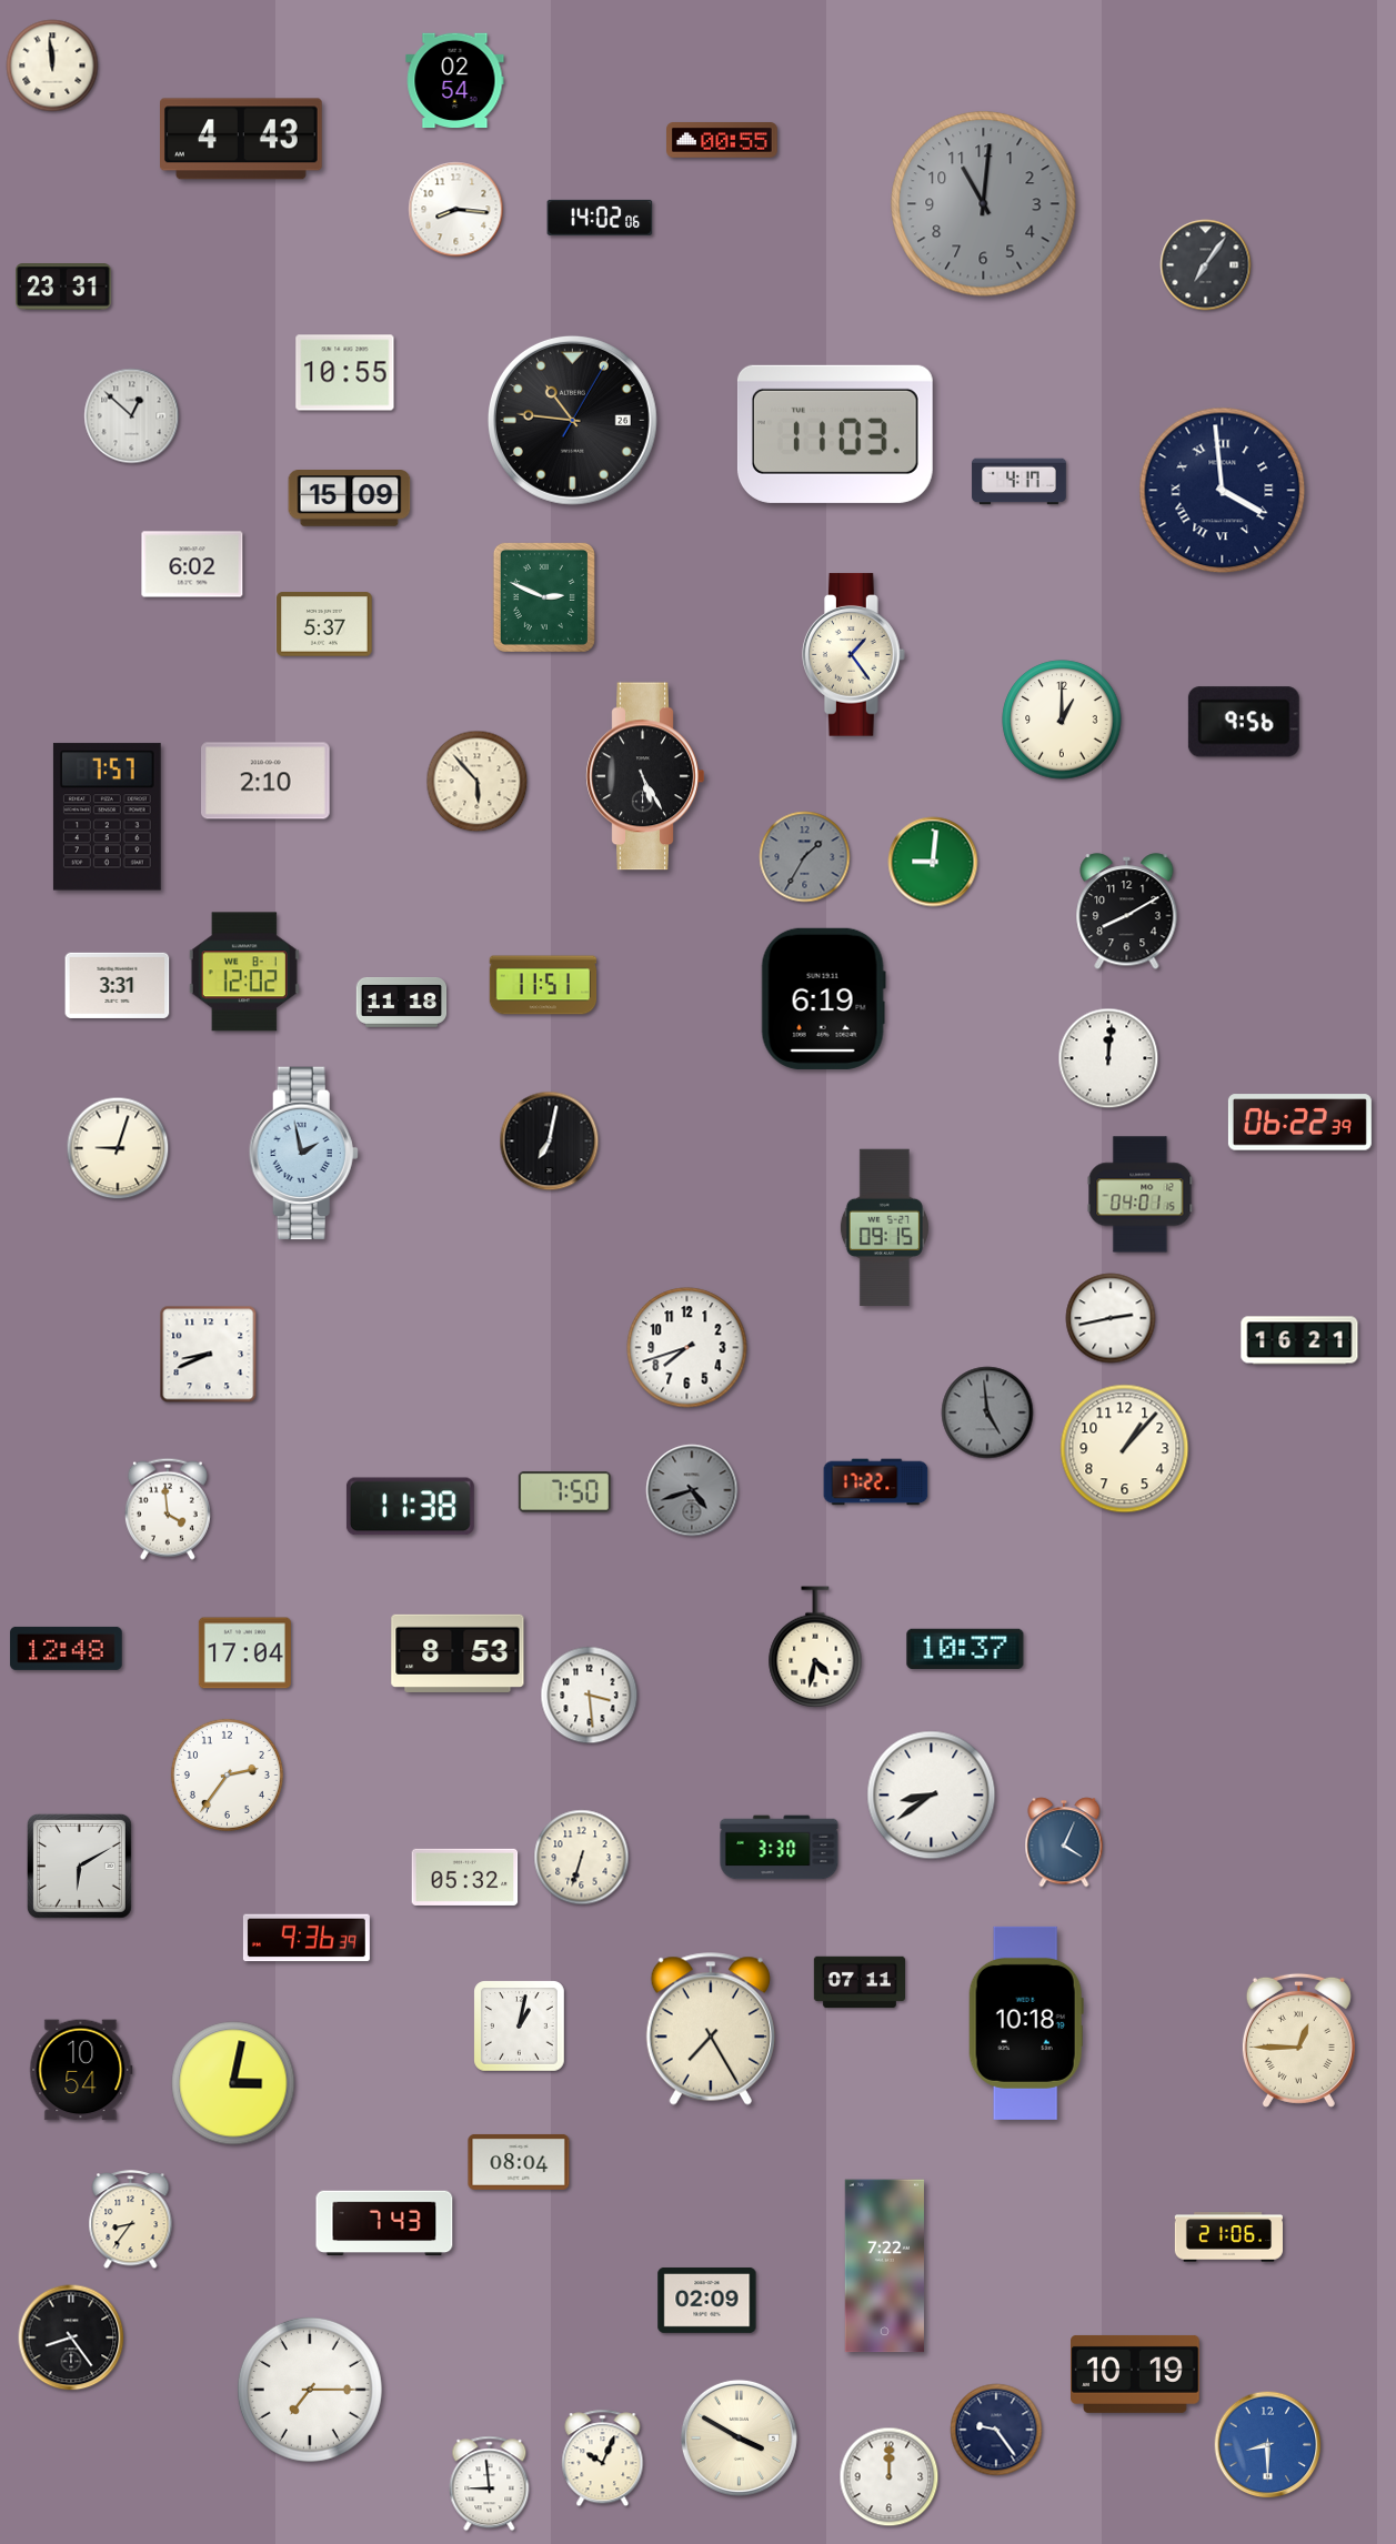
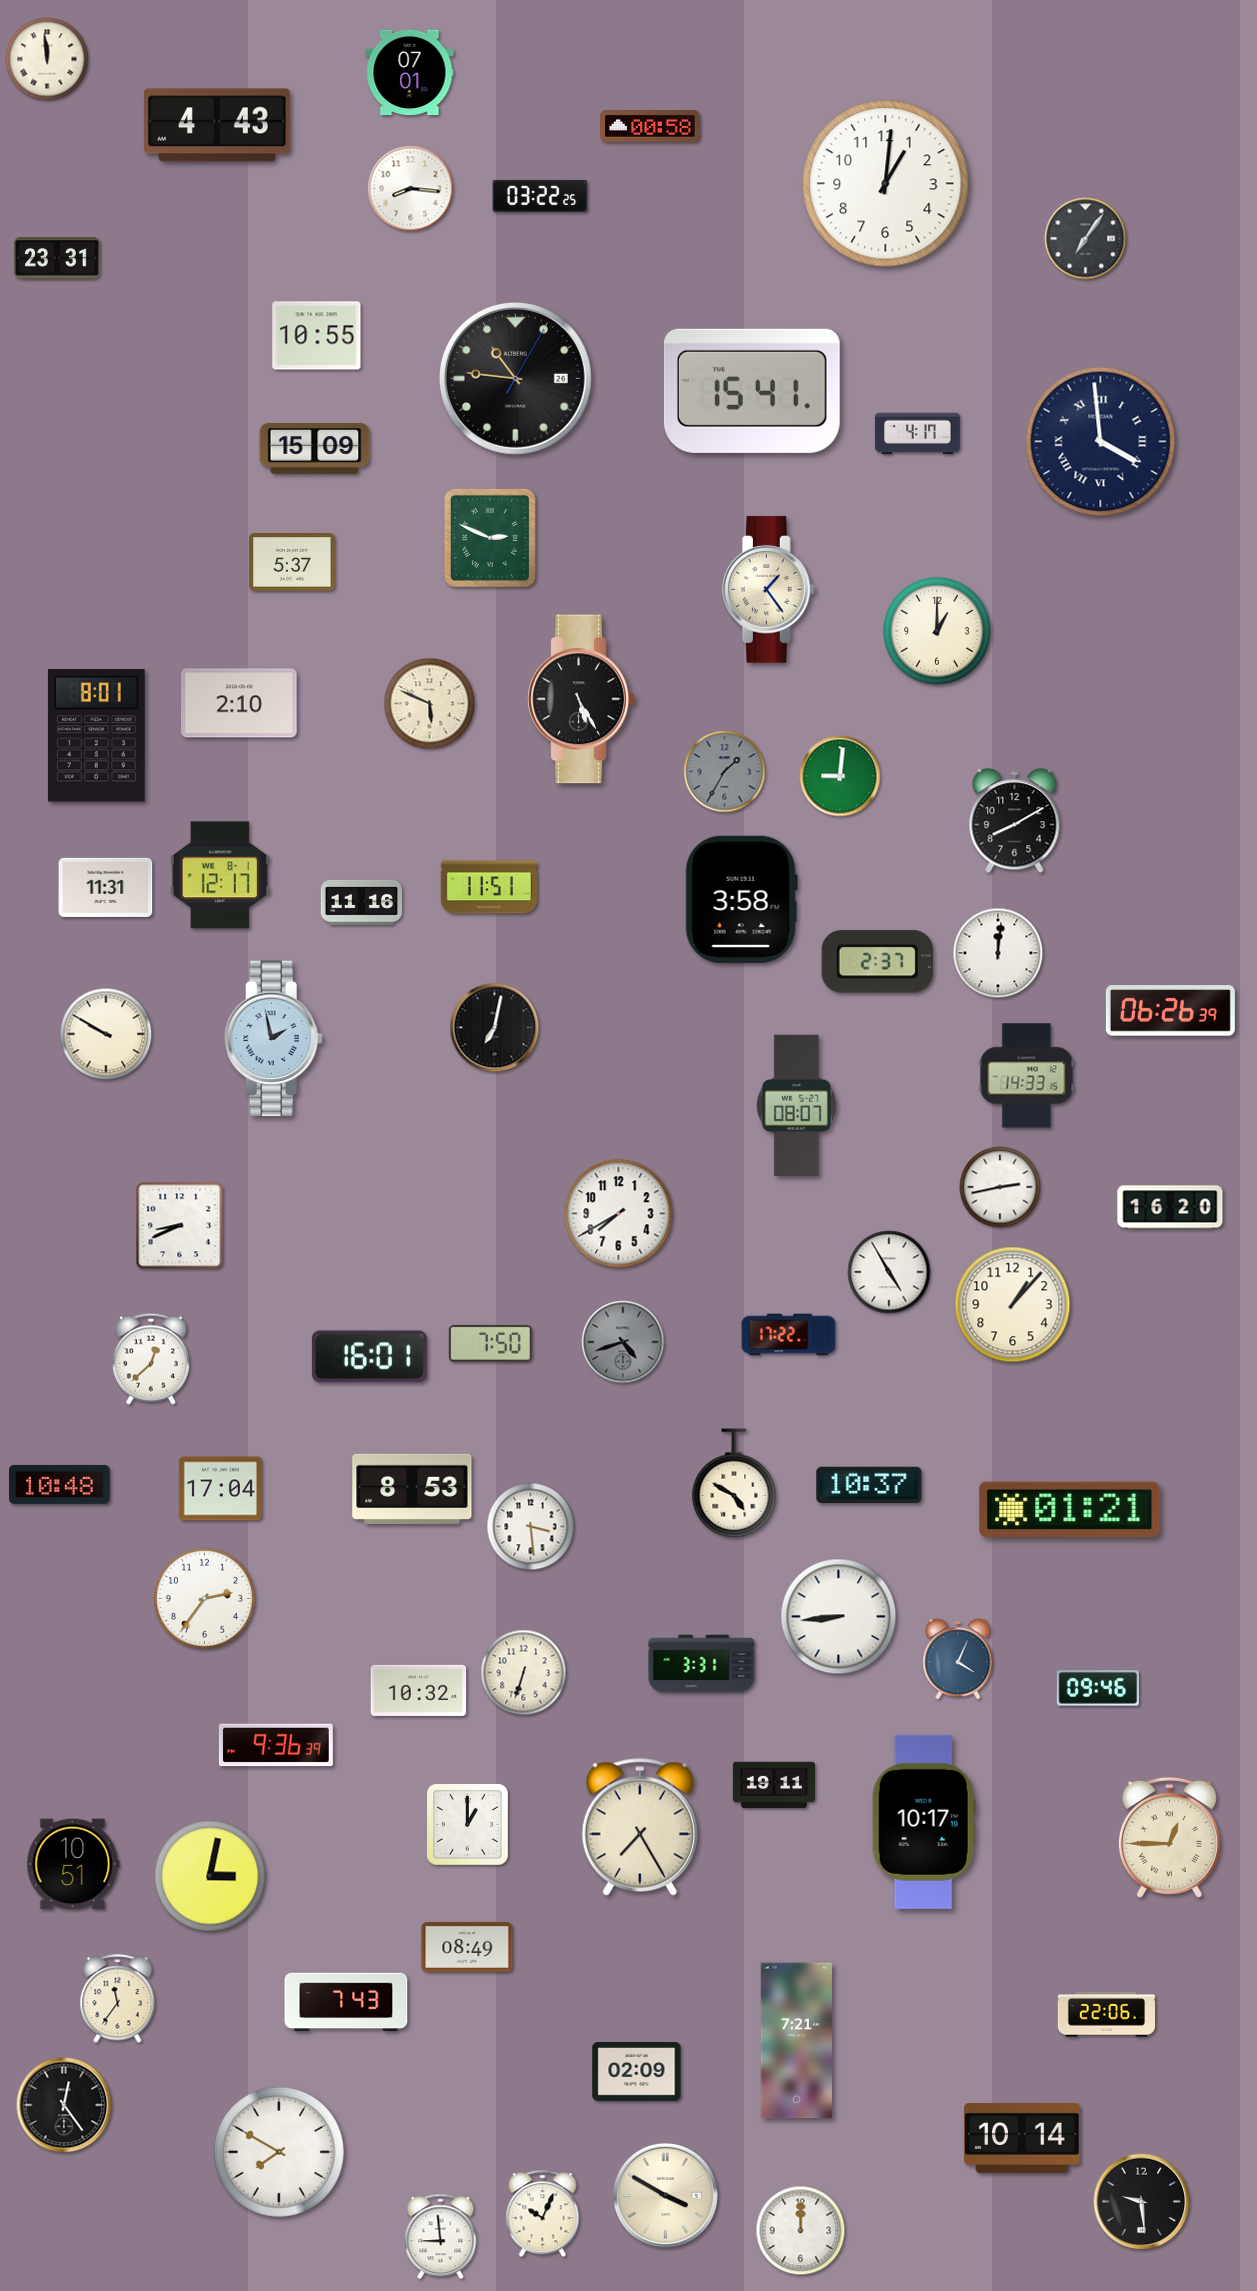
clock at (455, 81): 02:54 -> 07:01
clock at (723, 141): 00:55 -> 00:58
clock at (984, 204): 11:01 -> 1:01
clock at (984, 204) dial: grey -> white
clock at (600, 218): 14:02 -> 03:22
clock at (345, 373) position: (345, 373) -> (317, 336)
clock at (132, 416): 12:52 -> none
clock at (835, 434): 11:03 -> 15:41
clock at (192, 564): 6:02 -> none
clock at (1062, 720) position: (1062, 720) -> (937, 631)
clock at (1244, 722): 9:56 -> none
clock at (478, 782): 5:53 -> 5:49
clock at (107, 817): 7:57 -> 8:01
clock at (244, 972): 12:02 -> 12:17
clock at (118, 985): 3:31 -> 11:31
clock at (823, 998): 6:19 -> 3:58
clock at (402, 1002): 11:18 -> 11:16
clock at (877, 962): none -> 2:37
clock at (1299, 1123): 06:22 -> 06:26
clock at (118, 1148): 9:03 -> 9:50
clock at (1141, 1195): 04:01 -> 14:33
clock at (884, 1228): 09:15 -> 08:07
clock at (1299, 1340): 16:21 -> 16:20
clock at (687, 1348): 7:42 -> 7:40
clock at (209, 1355) position: (209, 1355) -> (180, 1226)
clock at (987, 1412): 4:59 -> 4:55
clock at (987, 1412) dial: grey -> white
clock at (564, 1491) position: (564, 1491) -> (490, 1343)
clock at (410, 1507): 11:38 -> 16:01
clock at (168, 1509): 3:59 -> 12:38
clock at (815, 1647): 4:32 -> 4:50
clock at (67, 1648): 12:48 -> 10:48
clock at (1070, 1510): none -> 01:21
clock at (932, 1796): 8:39 -> 8:44
clock at (780, 1848): 3:30 -> 3:31
clock at (79, 1866): 6:10 -> none
clock at (1098, 1688): none -> 09:46
clock at (465, 1877): 05:32 -> 10:32
clock at (858, 1982): 07:11 -> 19:11
clock at (1026, 2023): 10:18 -> 10:17
clock at (520, 2027): 1:02 -> 1:00
clock at (81, 2070): 10:54 -> 10:51
clock at (519, 2162): 08:04 -> 08:49
clock at (131, 2221): 8:36 -> 11:36
clock at (1228, 2238): 21:06 -> 22:06
clock at (884, 2266): 7:22 -> 7:21
clock at (71, 2337): 8:24 -> 12:24
clock at (1135, 2374): 10:19 -> 10:14
clock at (310, 2390): 7:15 -> 7:50
clock at (996, 2430): 9:24 -> none
clock at (1268, 2445): 8:30 -> 9:29
clock at (1268, 2445) dial: blue -> black
